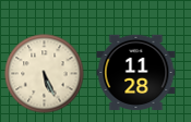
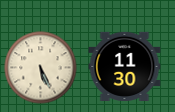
clock at (136, 72): 11:28 -> 11:30
